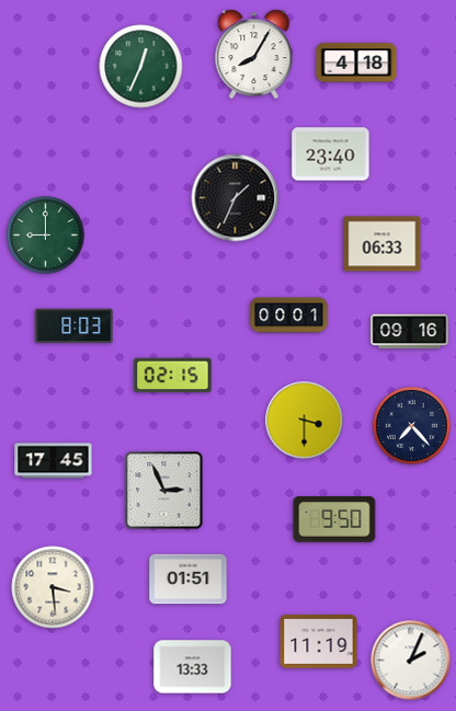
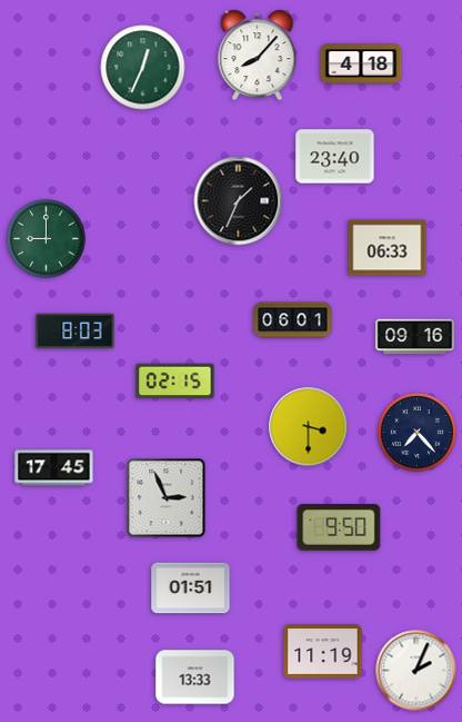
clock at (254, 55): 8:05 -> 8:07
clock at (289, 316): 00:01 -> 06:01
clock at (53, 587): 3:29 -> none
